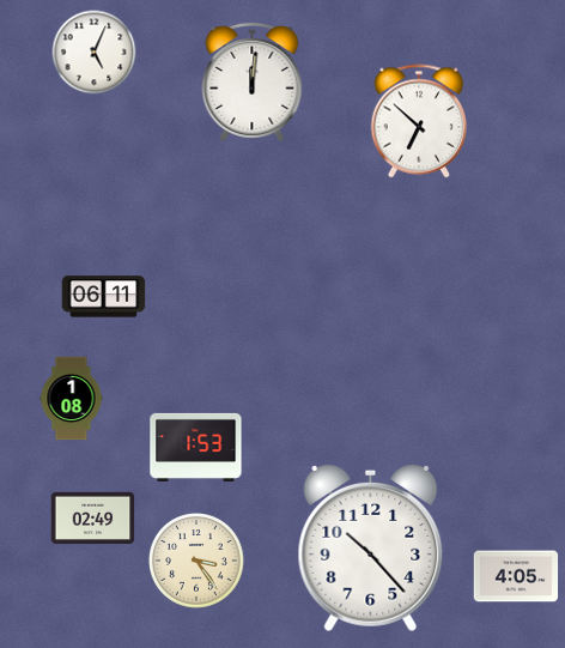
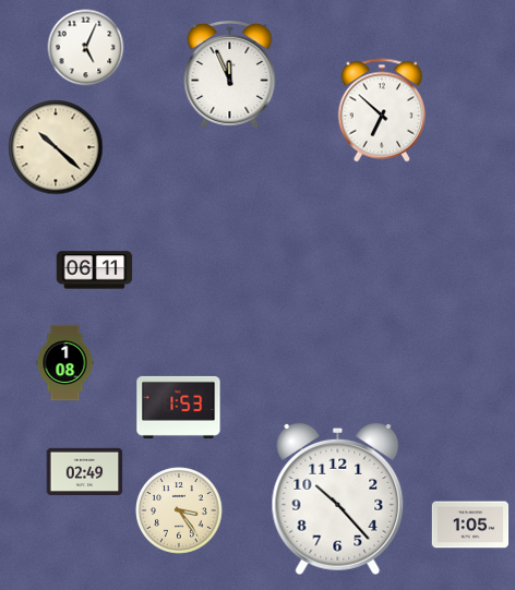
clock at (253, 81): 12:01 -> 11:56
clock at (56, 147): none -> 10:22
clock at (516, 576): 4:05 -> 1:05
